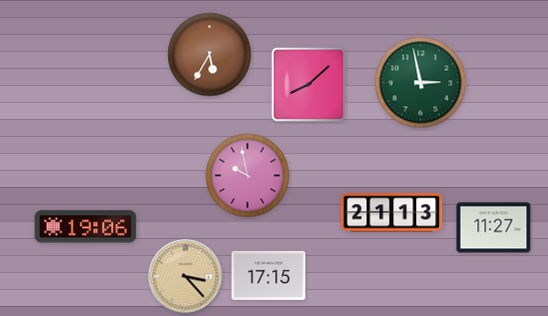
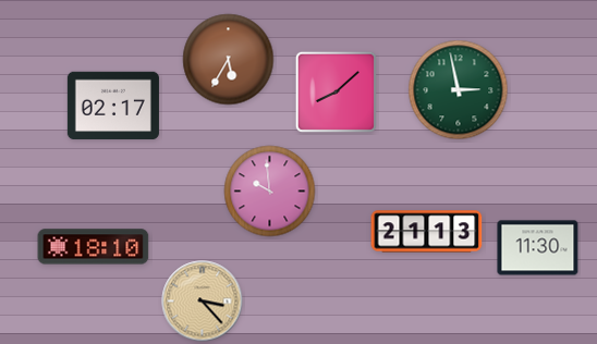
clock at (113, 106): none -> 02:17
clock at (248, 176): 9:58 -> 9:59
clock at (86, 227): 19:06 -> 18:10
clock at (494, 228): 11:27 -> 11:30
clock at (269, 275): 17:15 -> none
